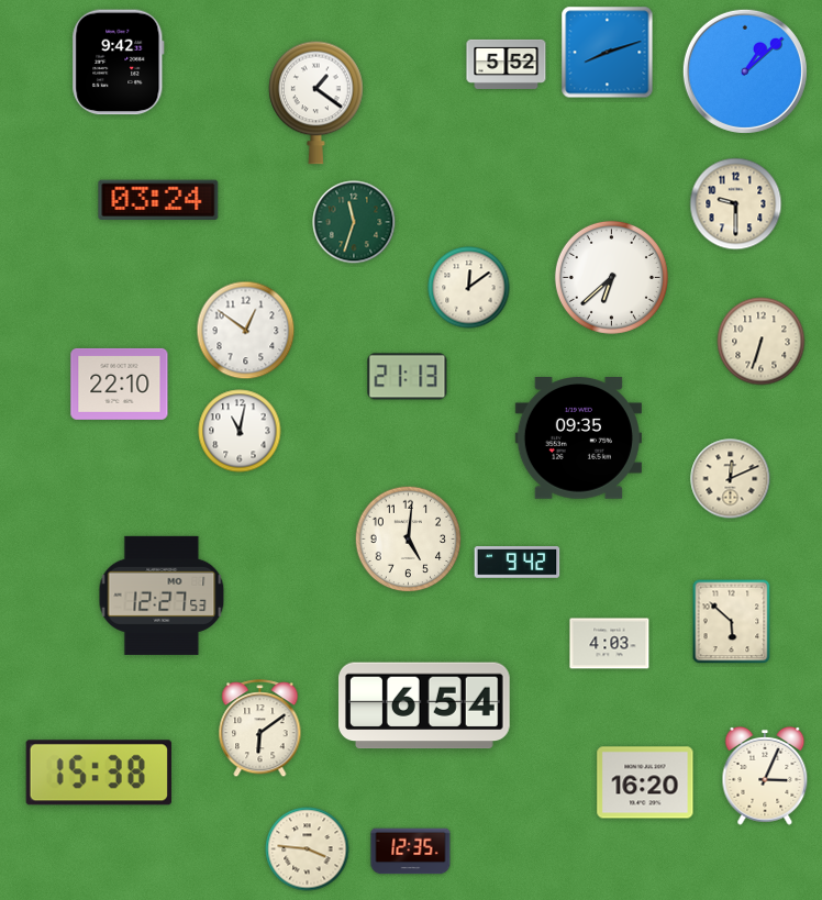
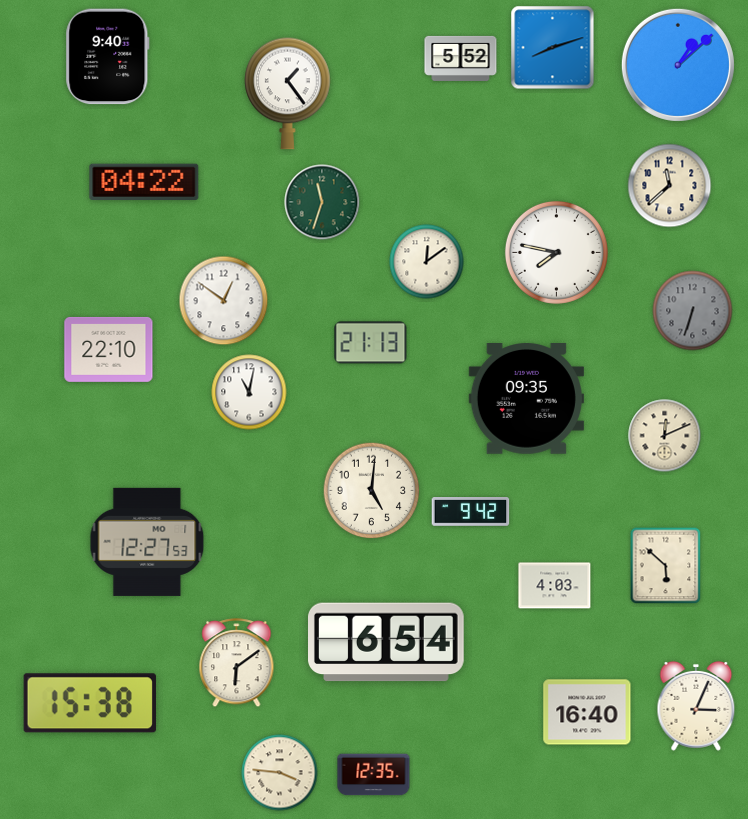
clock at (119, 63): 9:42 -> 9:40
clock at (316, 102): 1:21 -> 1:24
clock at (158, 199): 03:24 -> 04:22
clock at (736, 204): 9:30 -> 11:38
clock at (611, 277): 6:38 -> 7:47
clock at (762, 342) dial: cream -> grey
clock at (240, 431) position: (240, 431) -> (249, 392)
clock at (645, 782): 16:20 -> 16:40
